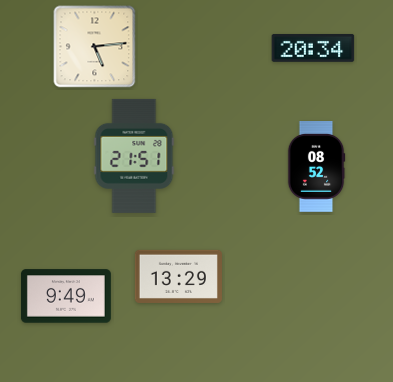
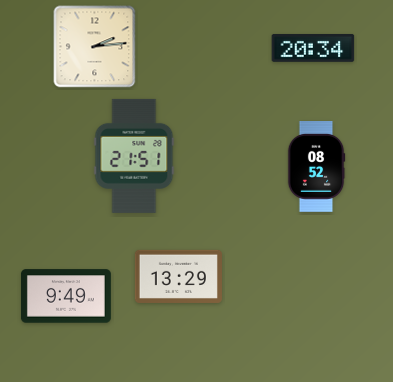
clock at (95, 47): 5:14 -> 2:14
